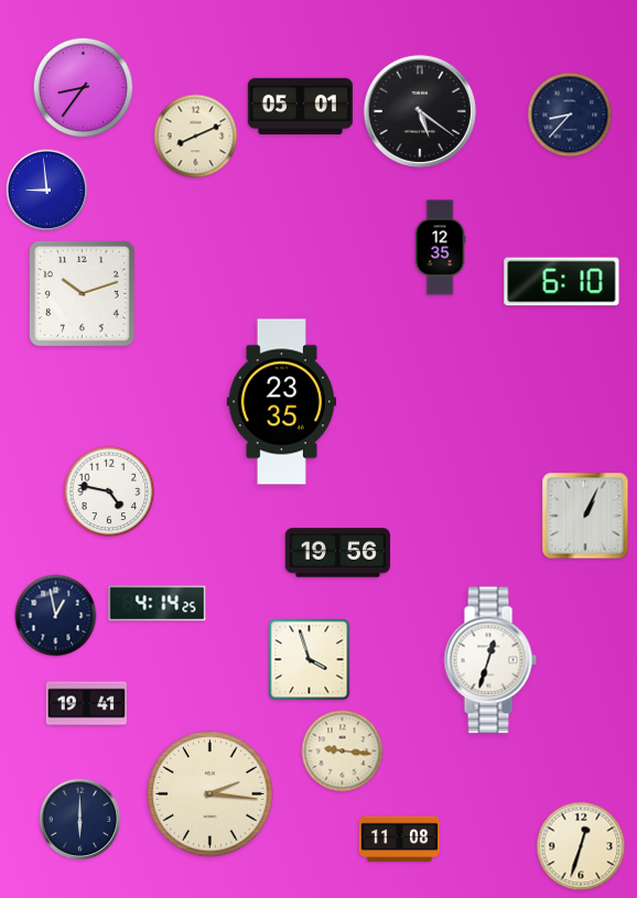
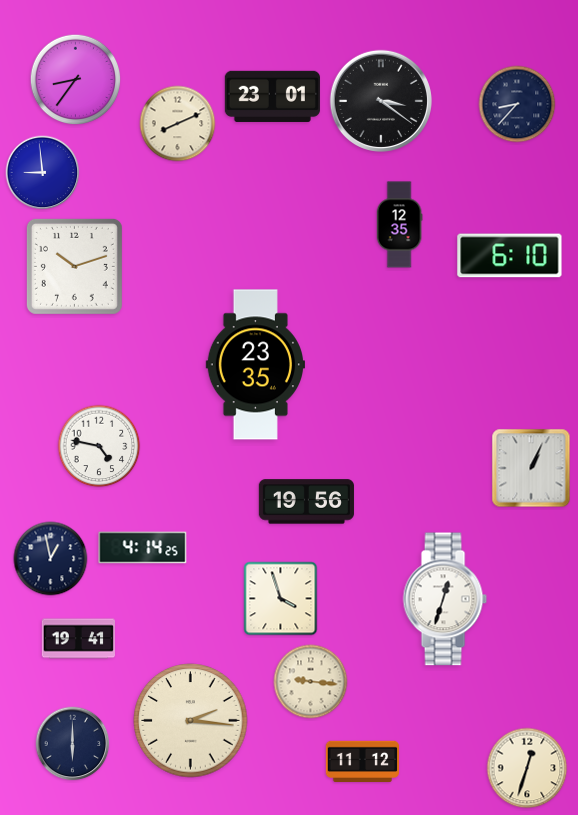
clock at (300, 106): 05:01 -> 23:01
clock at (420, 111): 5:21 -> 3:21
clock at (400, 839): 11:08 -> 11:12
